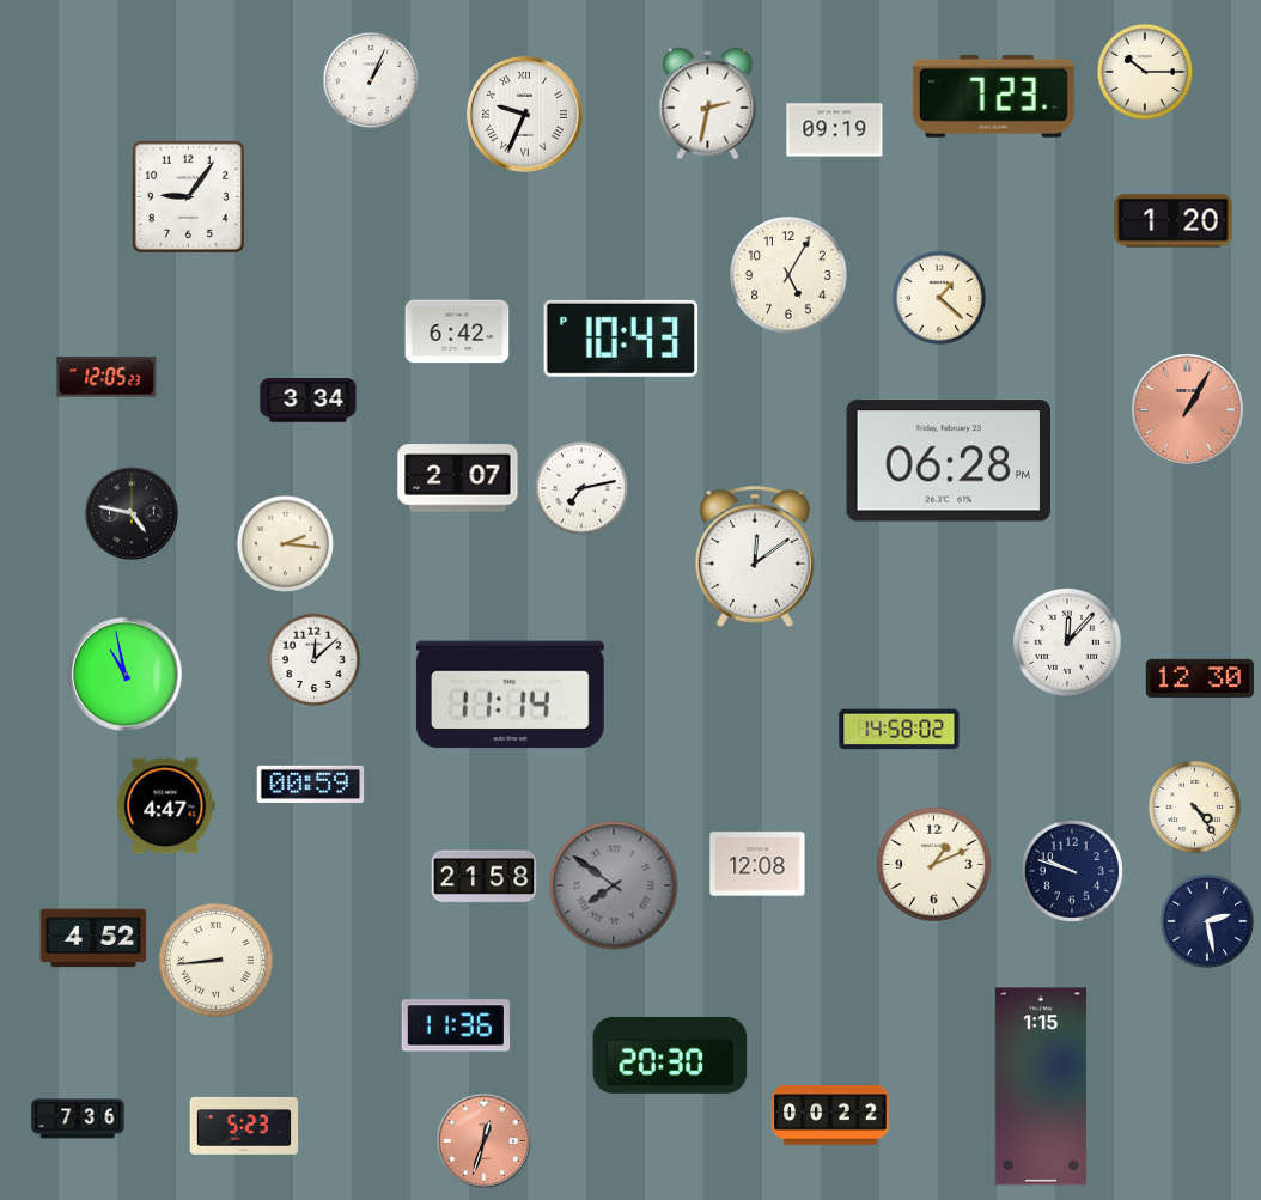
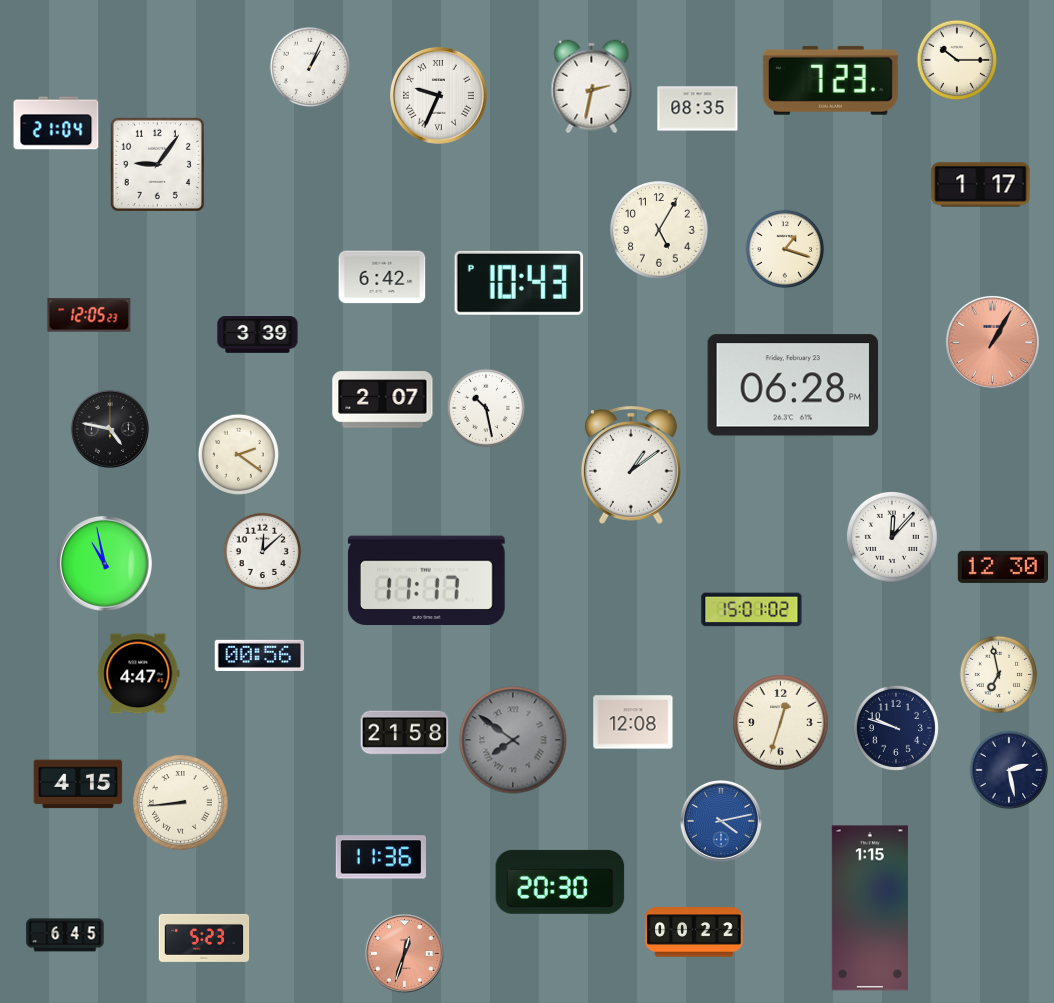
clock at (835, 130): 09:19 -> 08:35
clock at (56, 123): none -> 21:04
clock at (1174, 221): 1:20 -> 1:17
clock at (939, 298): 1:22 -> 1:18
clock at (309, 401): 3:34 -> 3:39
clock at (581, 488): 7:13 -> 10:28
clock at (285, 543): 2:16 -> 2:21
clock at (755, 556): 12:09 -> 1:09
clock at (510, 695): 11:14 -> 11:17
clock at (900, 730): 14:58 -> 15:01
clock at (311, 784): 00:59 -> 00:56
clock at (1195, 808): 4:24 -> 6:58
clock at (934, 865): 1:11 -> 12:33
clock at (93, 938): 4:52 -> 4:15
clock at (721, 821): none -> 4:13
clock at (78, 1119): 7:36 -> 6:45
clock at (244, 1126) position: (244, 1126) -> (204, 938)
